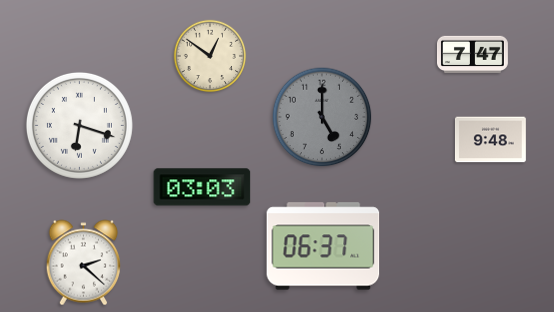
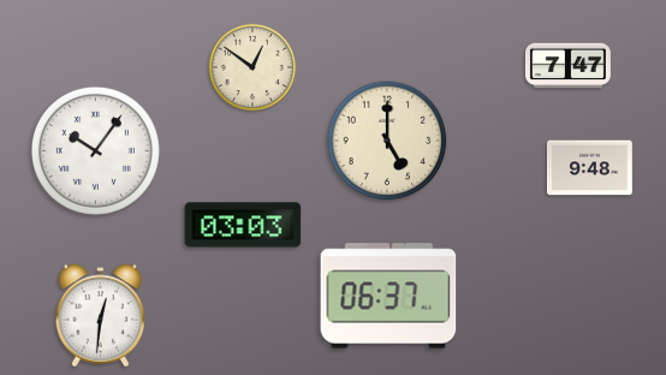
clock at (322, 117) dial: grey -> cream
clock at (79, 125): 6:18 -> 10:06
clock at (84, 263): 2:22 -> 12:31
